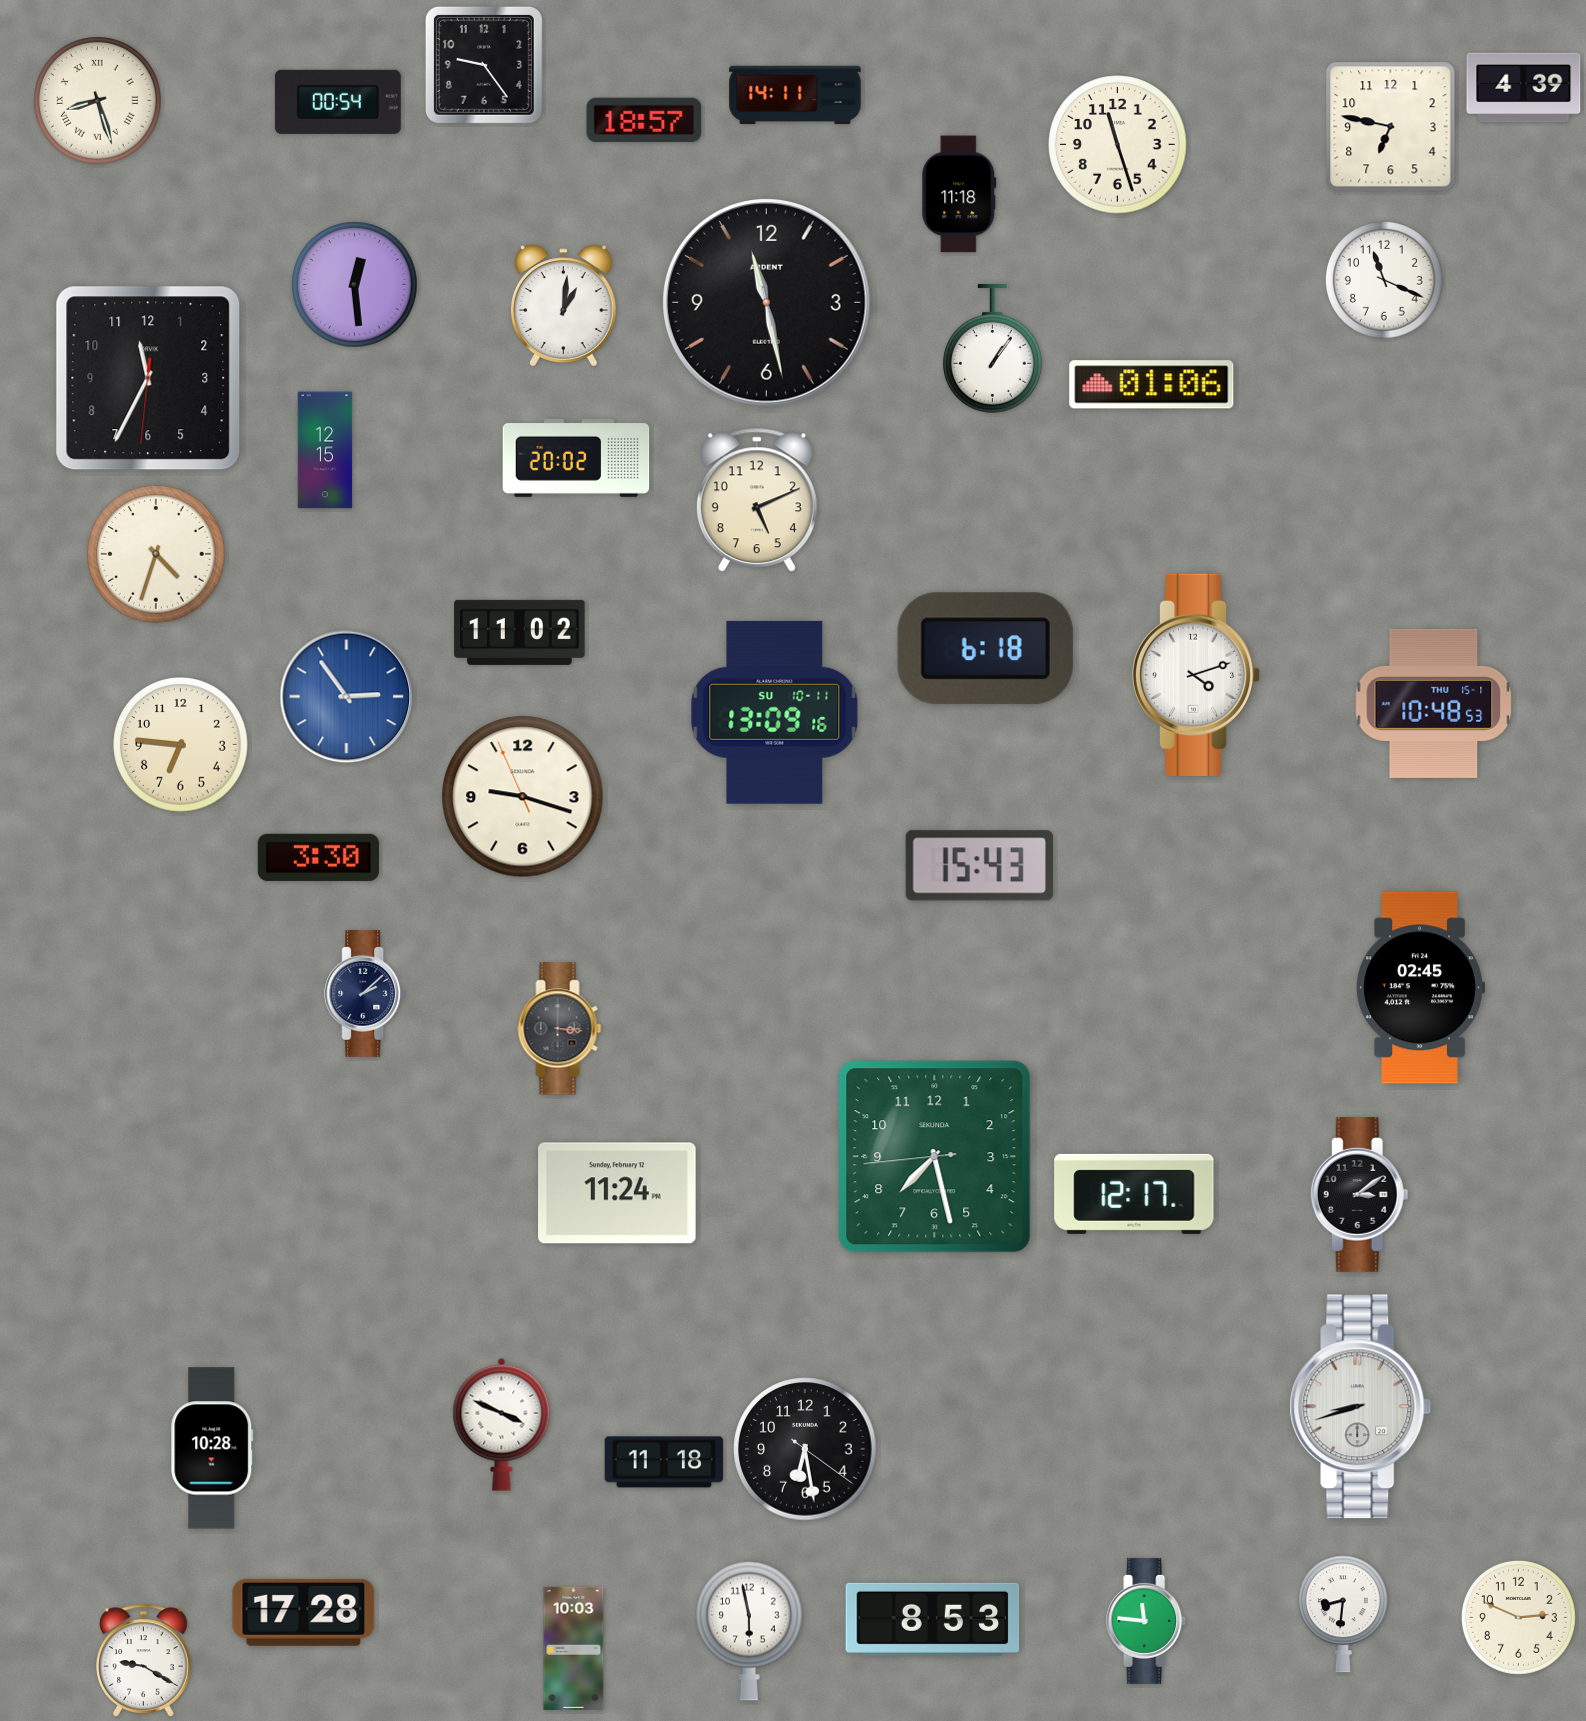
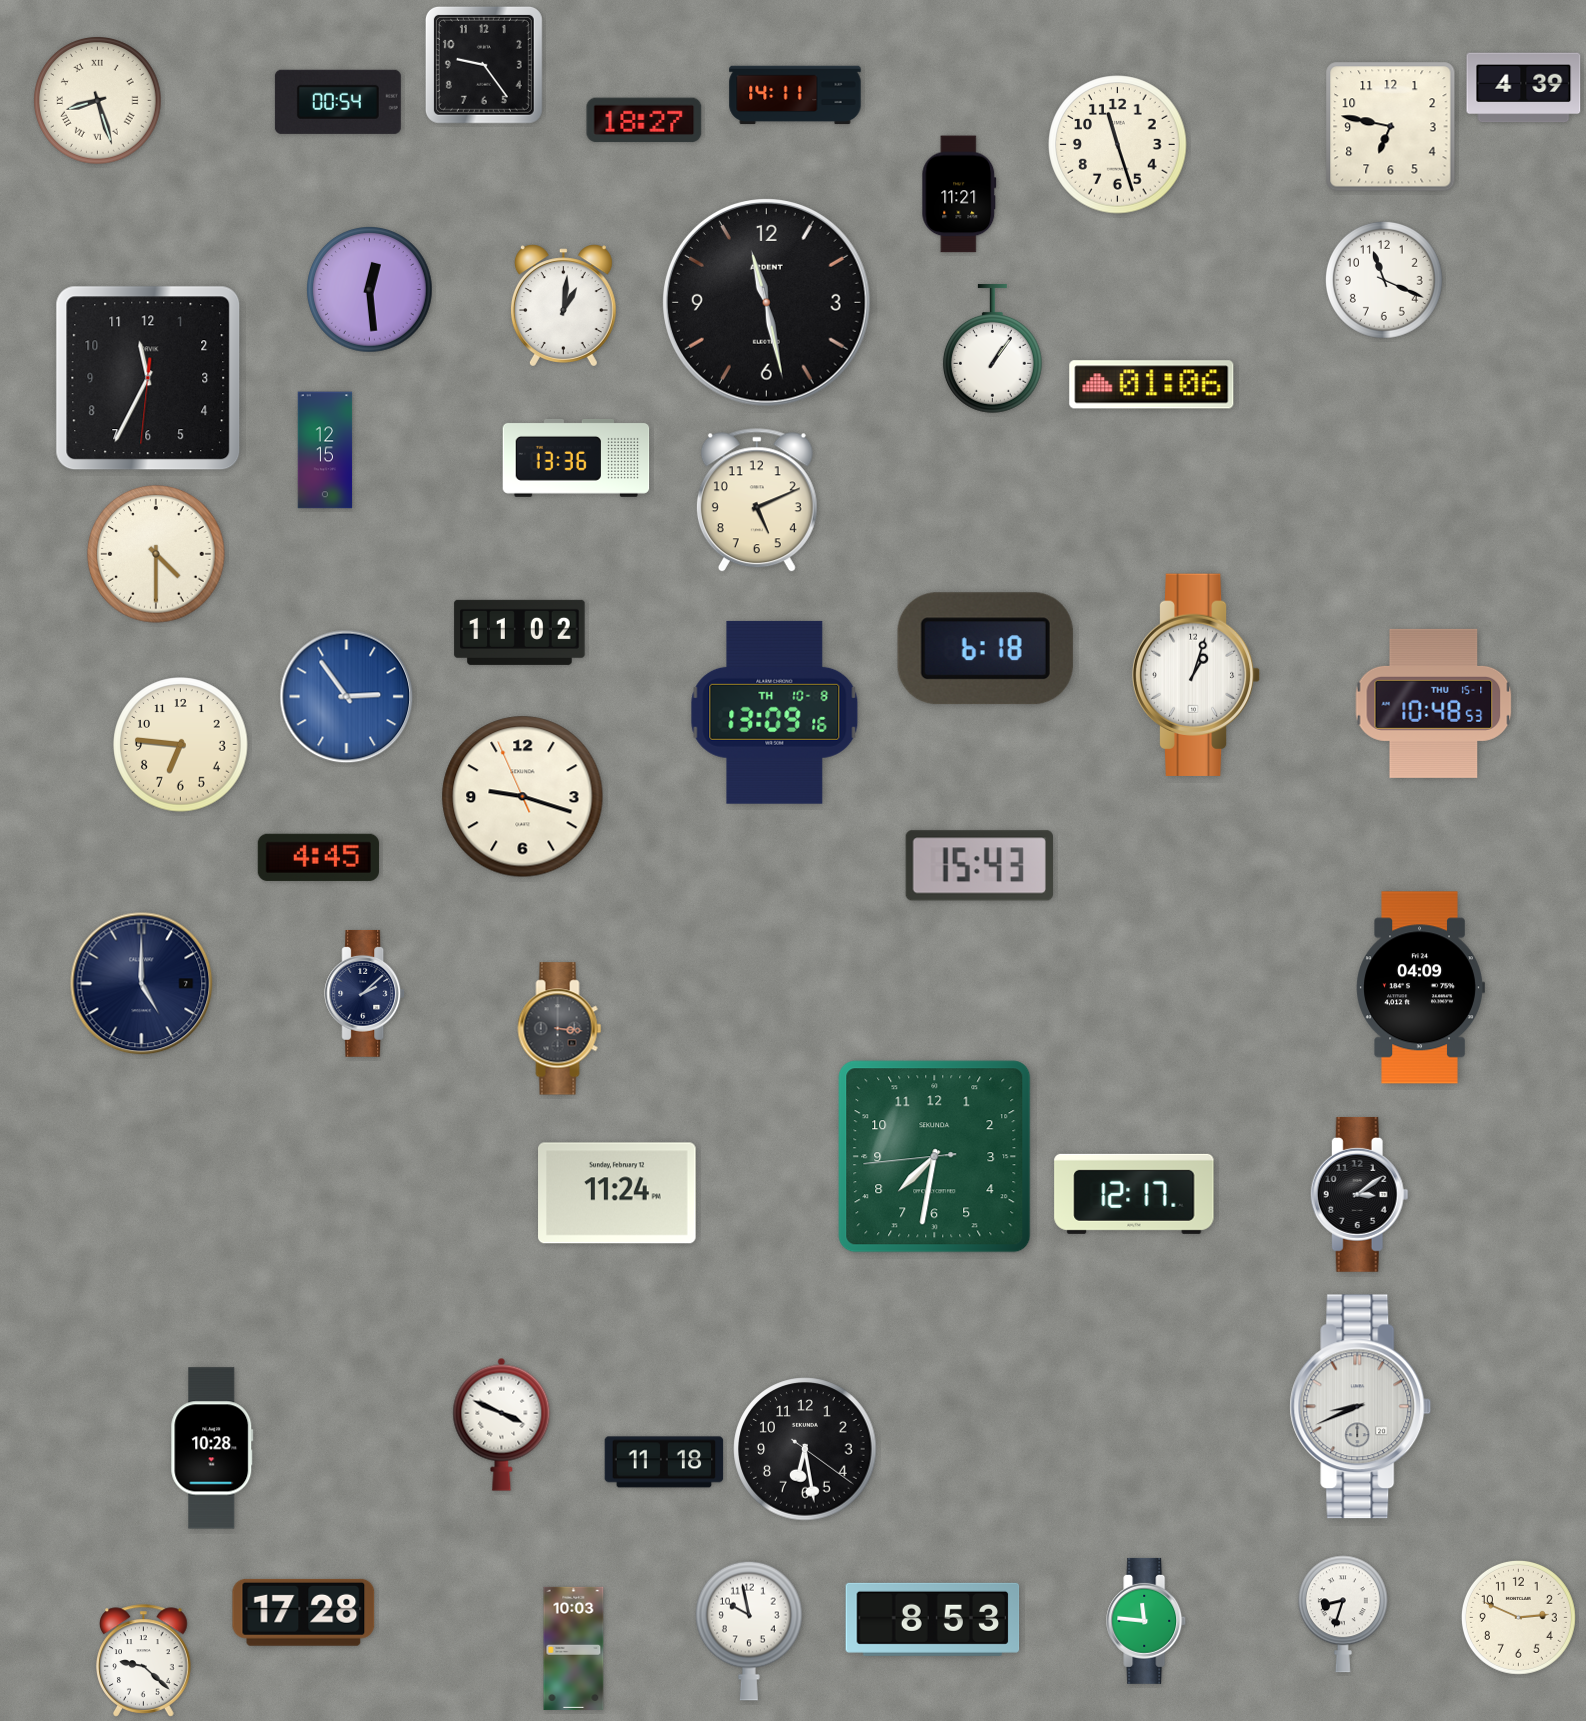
clock at (644, 120): 18:57 -> 18:27
clock at (959, 194): 11:18 -> 11:21
clock at (355, 285) position: (355, 285) -> (370, 290)
clock at (576, 458): 20:02 -> 13:36
clock at (156, 554): 4:33 -> 4:30
clock at (1196, 675): 4:12 -> 1:03
clock at (775, 712) date: SU 10-11 -> TH 10-8
clock at (318, 857): 3:30 -> 4:45
clock at (142, 984): none -> 5:00
clock at (1420, 988): 02:45 -> 04:09
clock at (935, 1157): 7:27 -> 7:31
clock at (1361, 1407): 8:42 -> 8:41
clock at (1343, 1614): 8:31 -> 8:33
clock at (750, 1631): 5:58 -> 9:58
clock at (144, 1661): 9:20 -> 9:22
